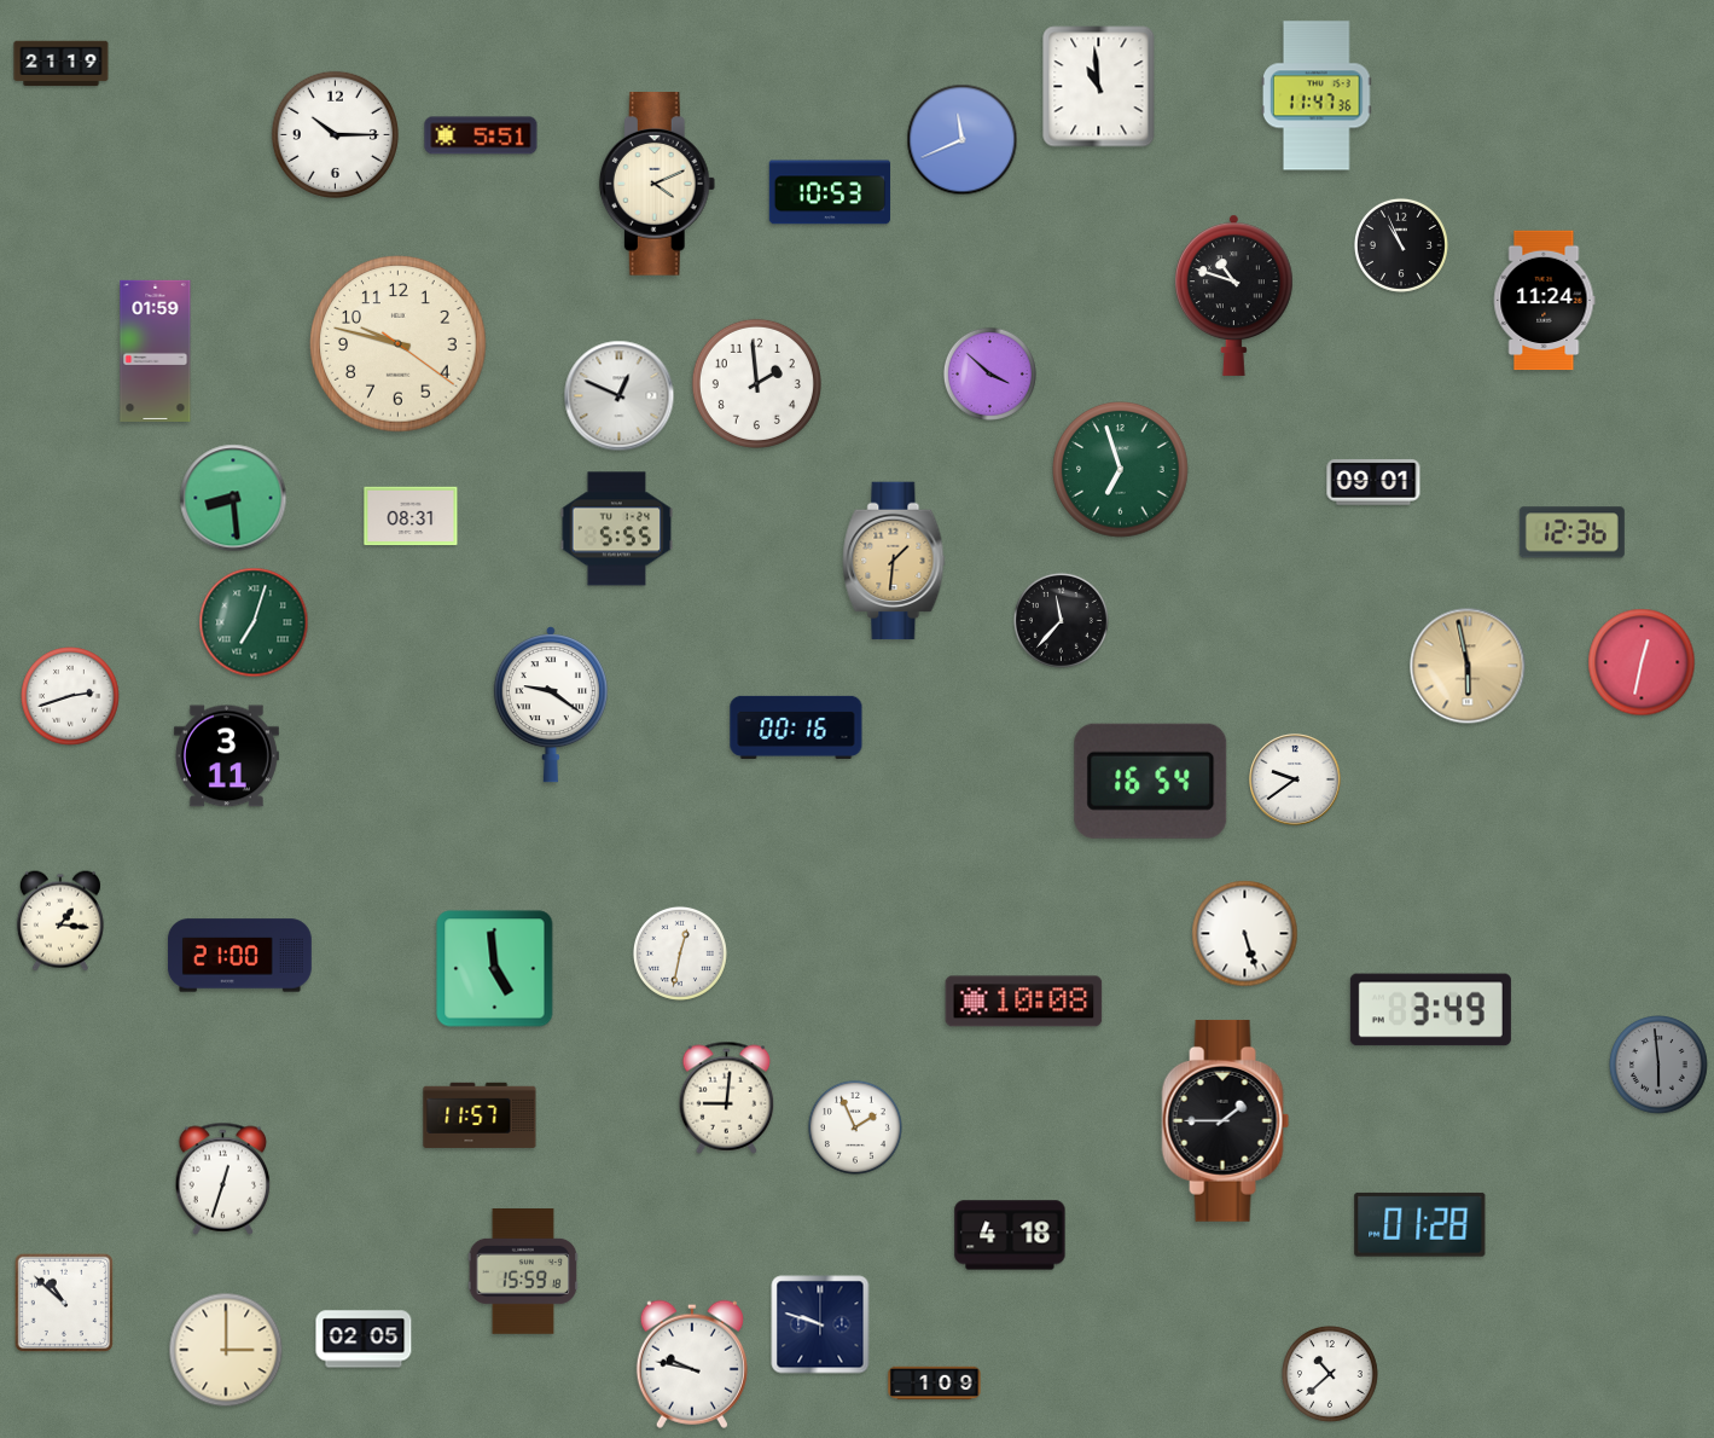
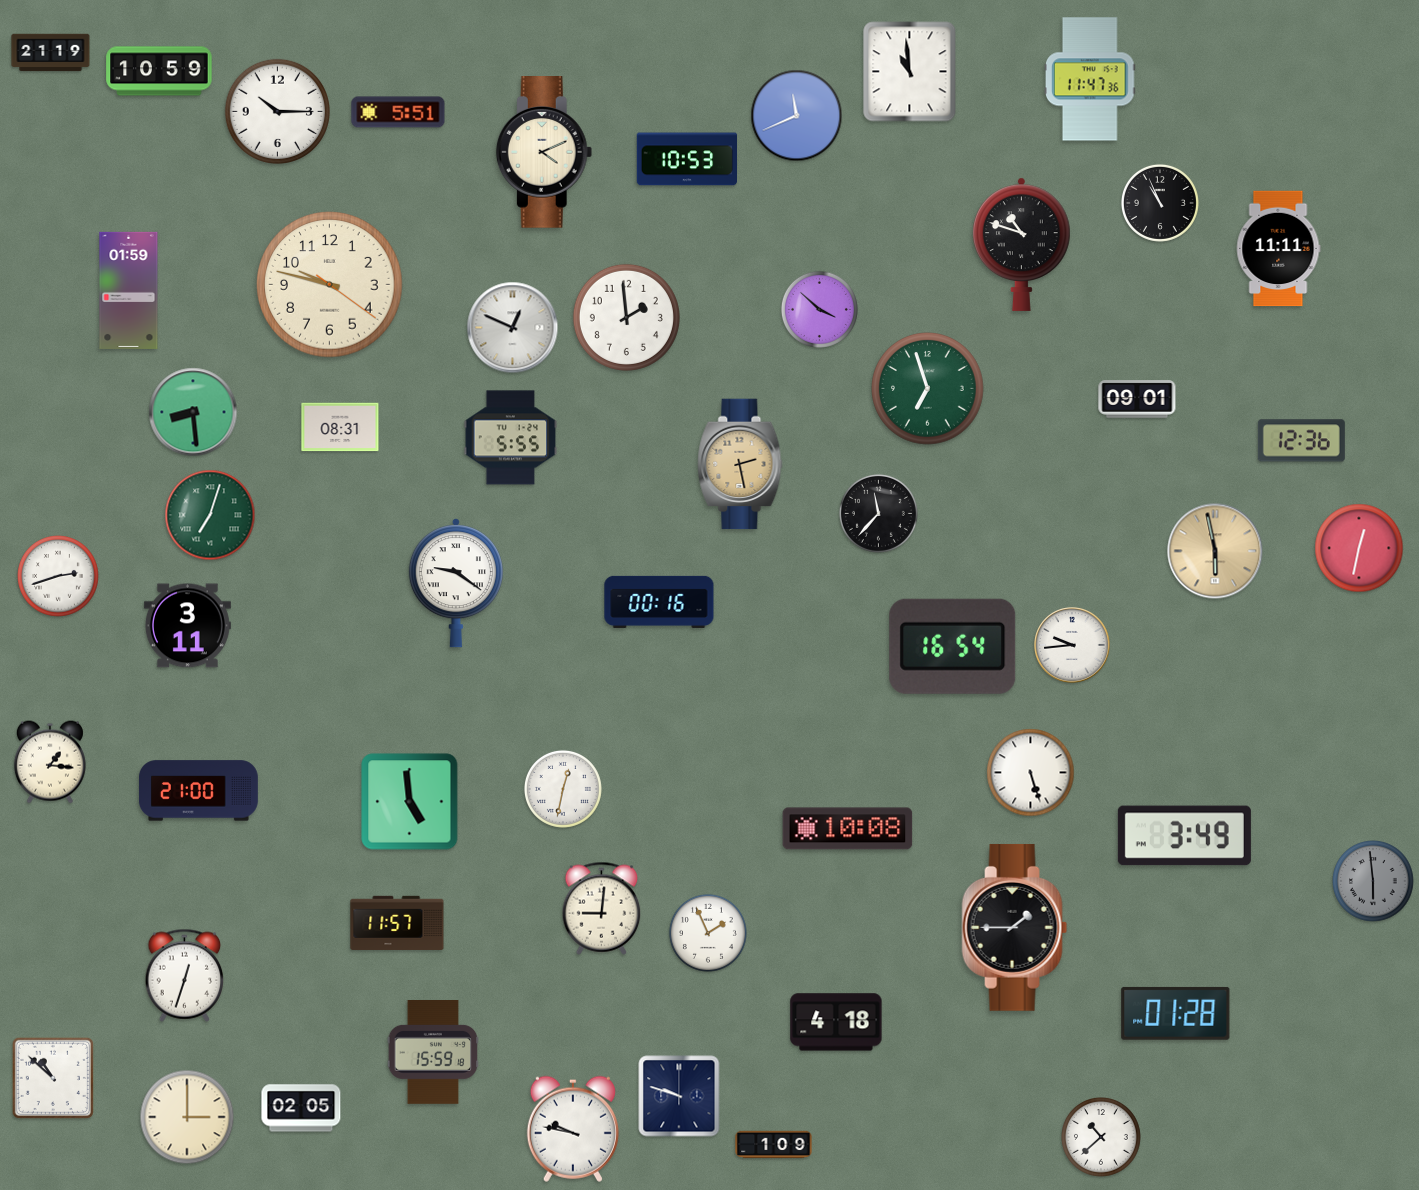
clock at (159, 71): none -> 10:59
clock at (1544, 301): 11:24 -> 11:11
clock at (894, 561): 1:31 -> 2:28
clock at (1295, 779): 9:39 -> 9:44
